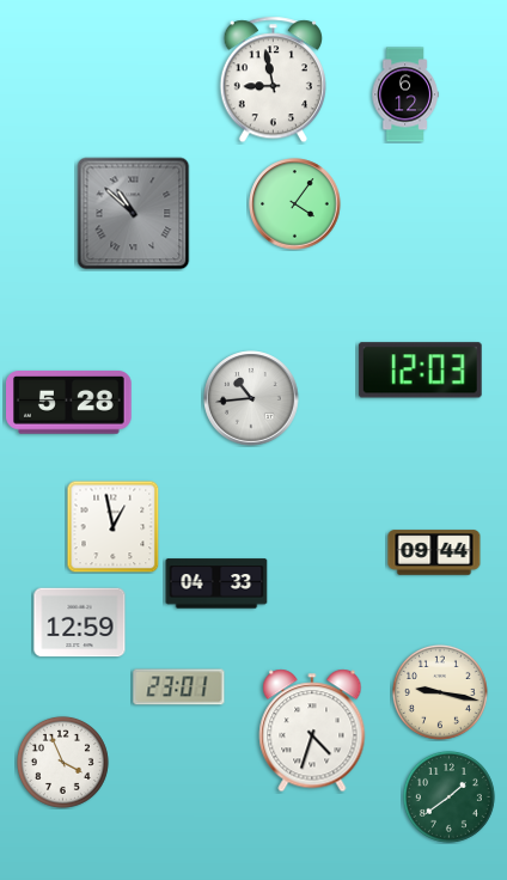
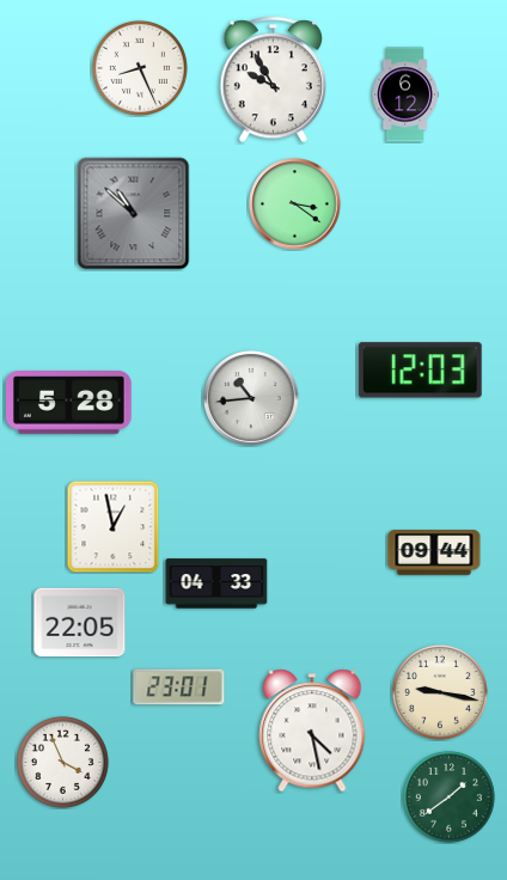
clock at (140, 68): none -> 8:26
clock at (273, 80): 8:58 -> 9:55
clock at (295, 204): 4:06 -> 3:21
clock at (80, 623): 12:59 -> 22:05
clock at (312, 731): 4:33 -> 4:28
